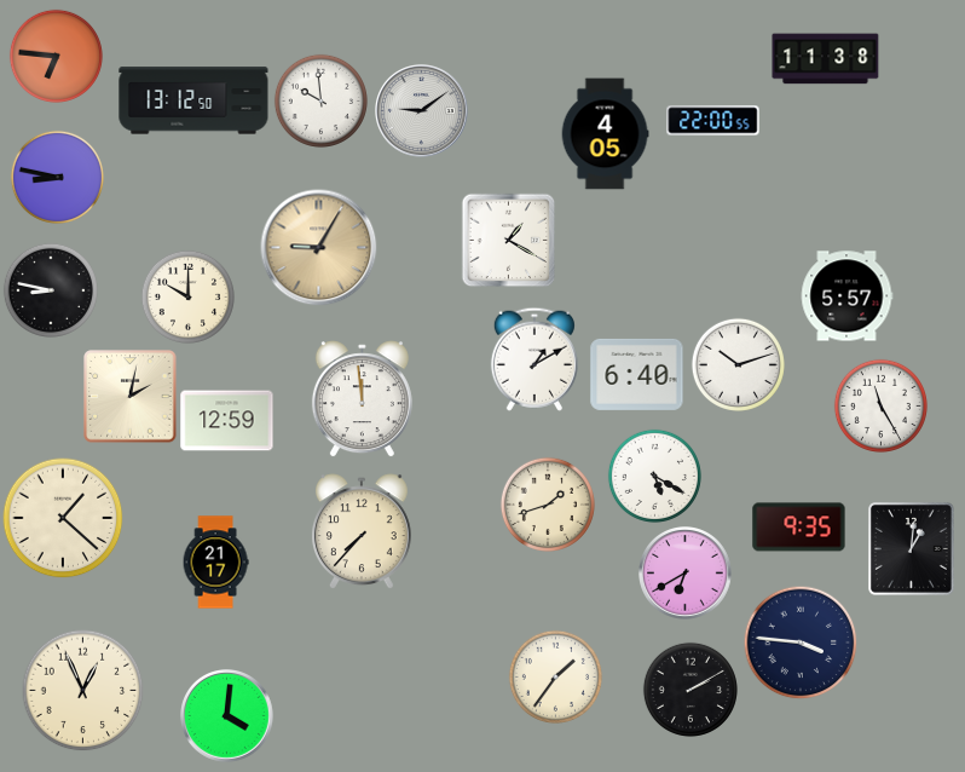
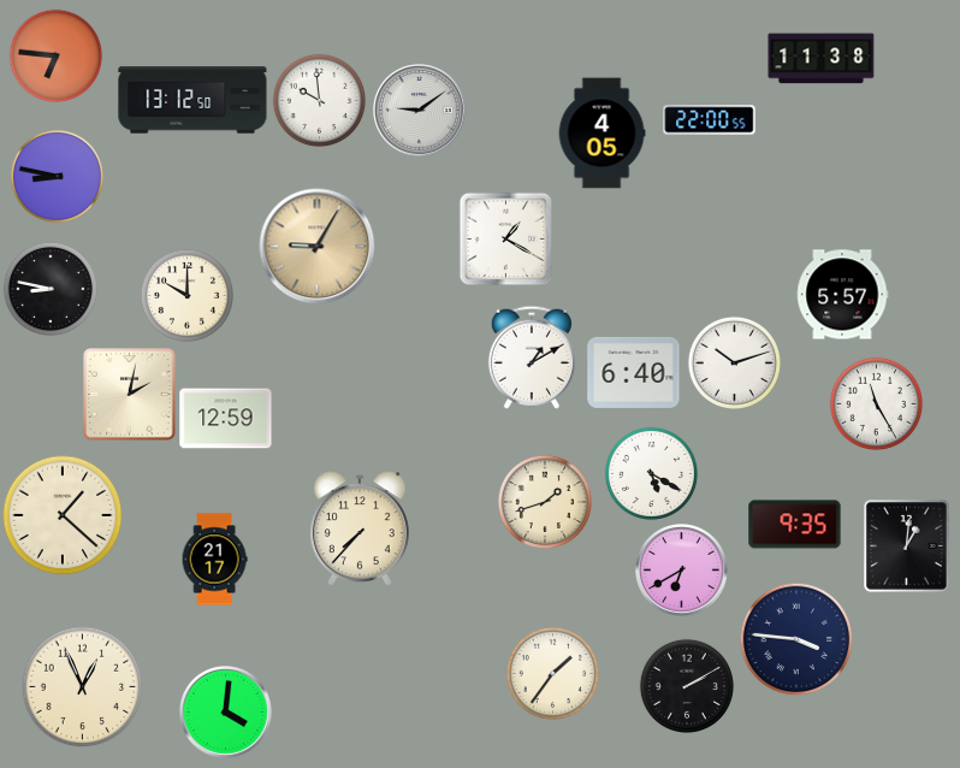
clock at (362, 399): 11:59 -> none
